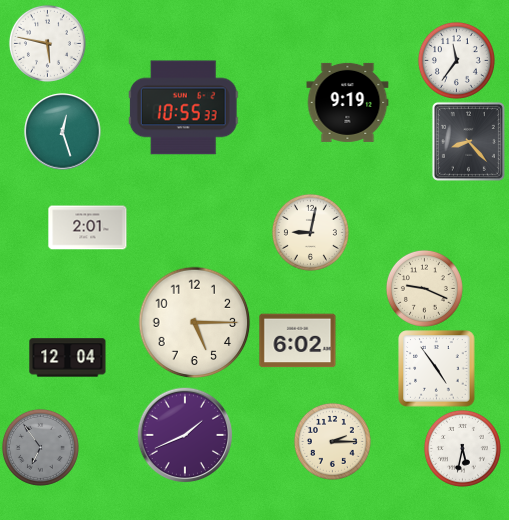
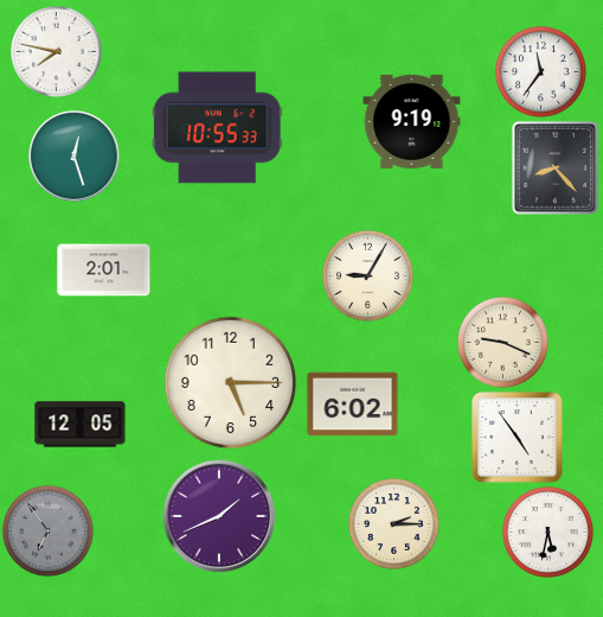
clock at (47, 43): 5:47 -> 7:47
clock at (310, 232): 9:02 -> 9:05
clock at (68, 358): 12:04 -> 12:05
